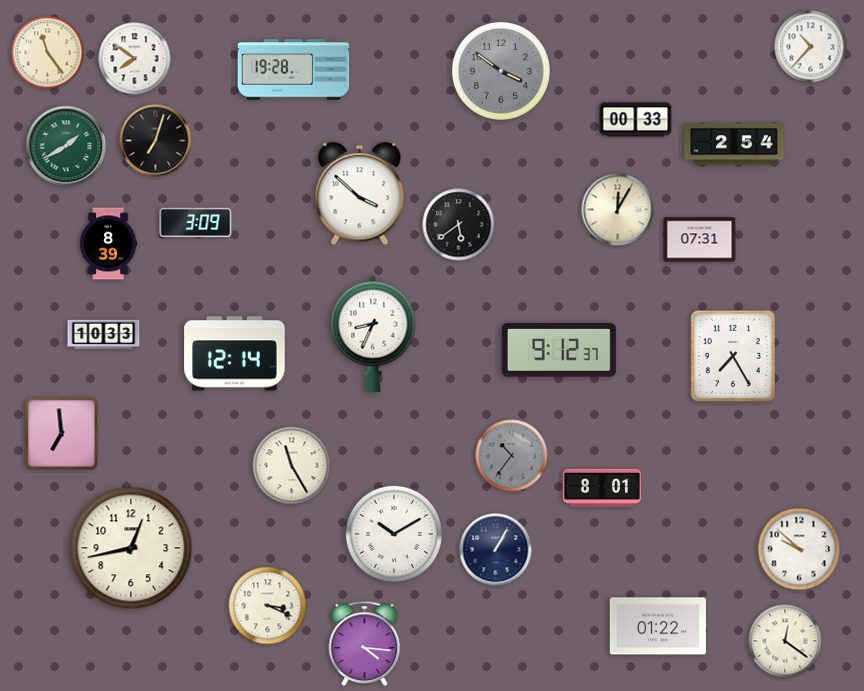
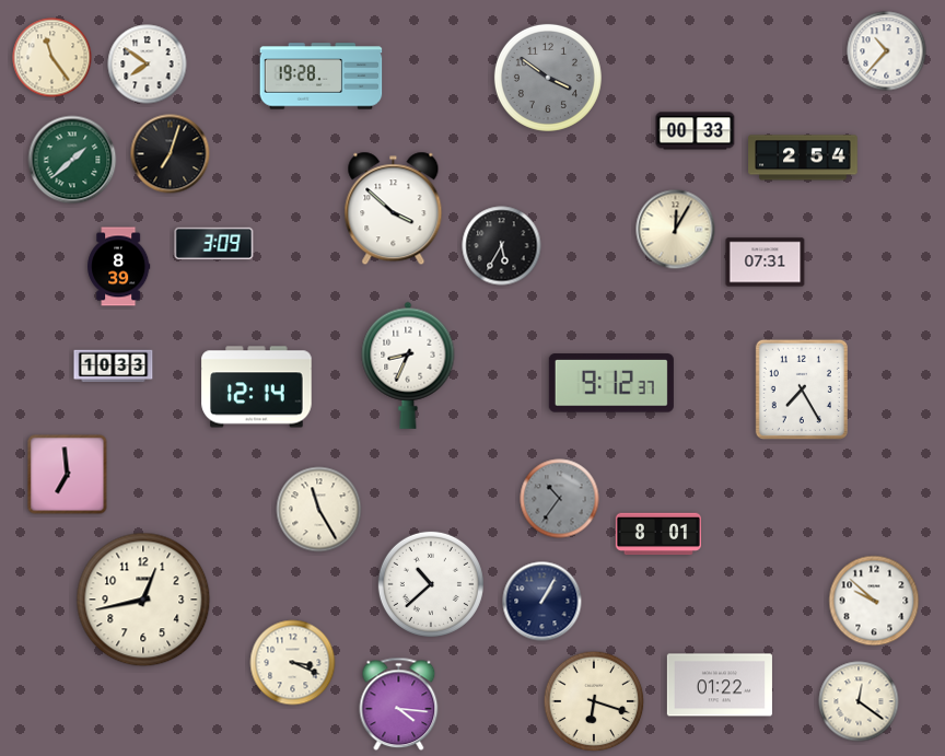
clock at (66, 146): 1:40 -> 1:38
clock at (360, 194) position: (360, 194) -> (394, 209)
clock at (459, 225): 5:39 -> 5:35
clock at (394, 534): 10:10 -> 10:38
clock at (594, 701): none -> 6:18
